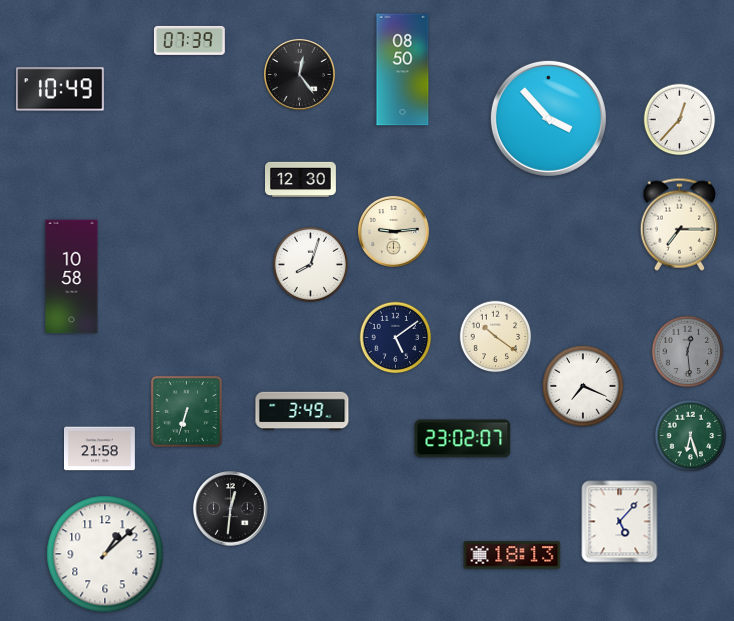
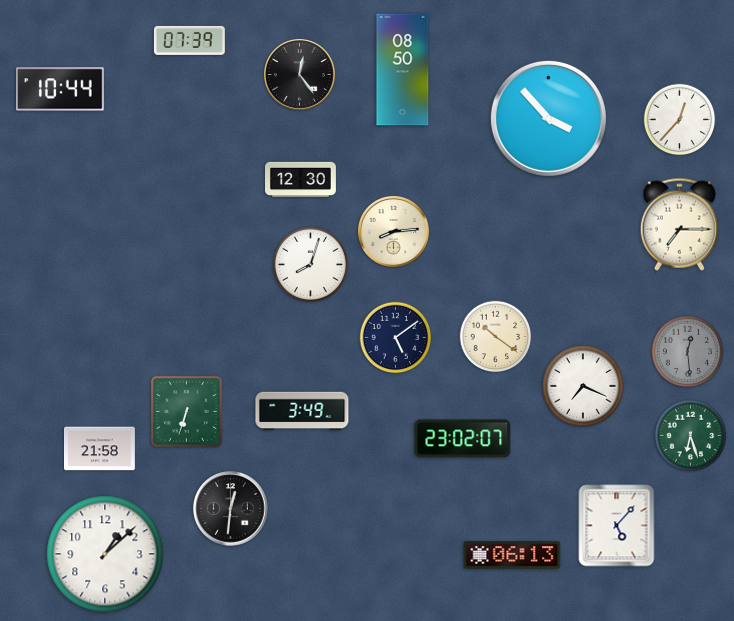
clock at (60, 89): 10:49 -> 10:44
clock at (393, 231): 9:14 -> 8:14
clock at (72, 277): 10:58 -> none
clock at (620, 522) position: (620, 522) -> (617, 526)
clock at (512, 555): 18:13 -> 06:13
